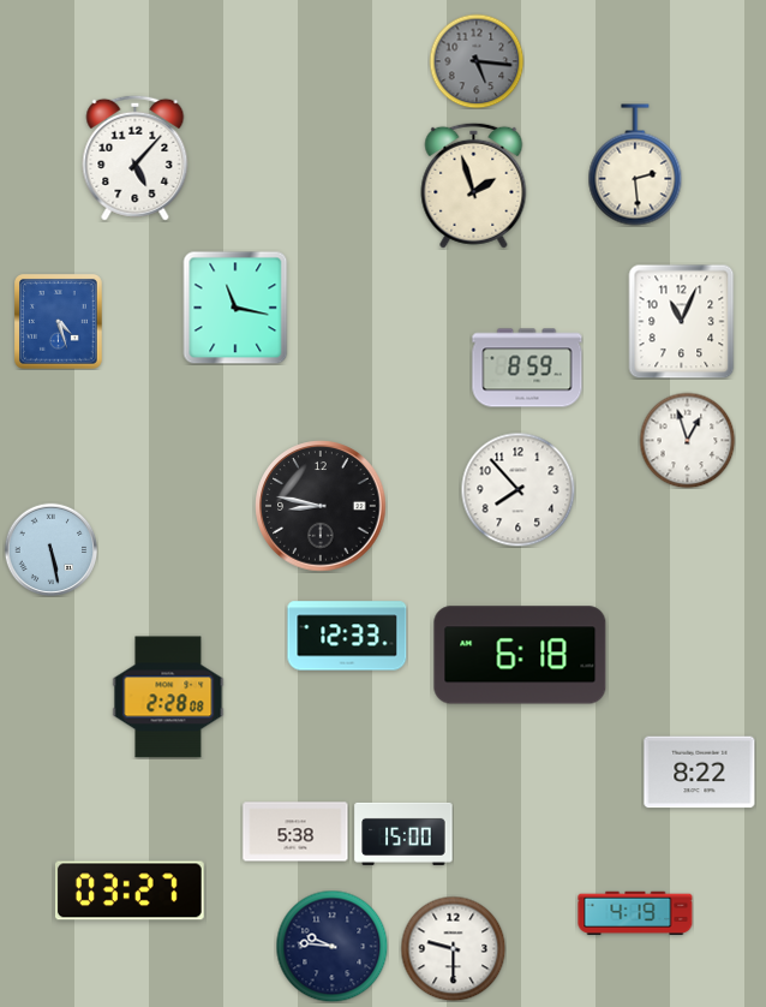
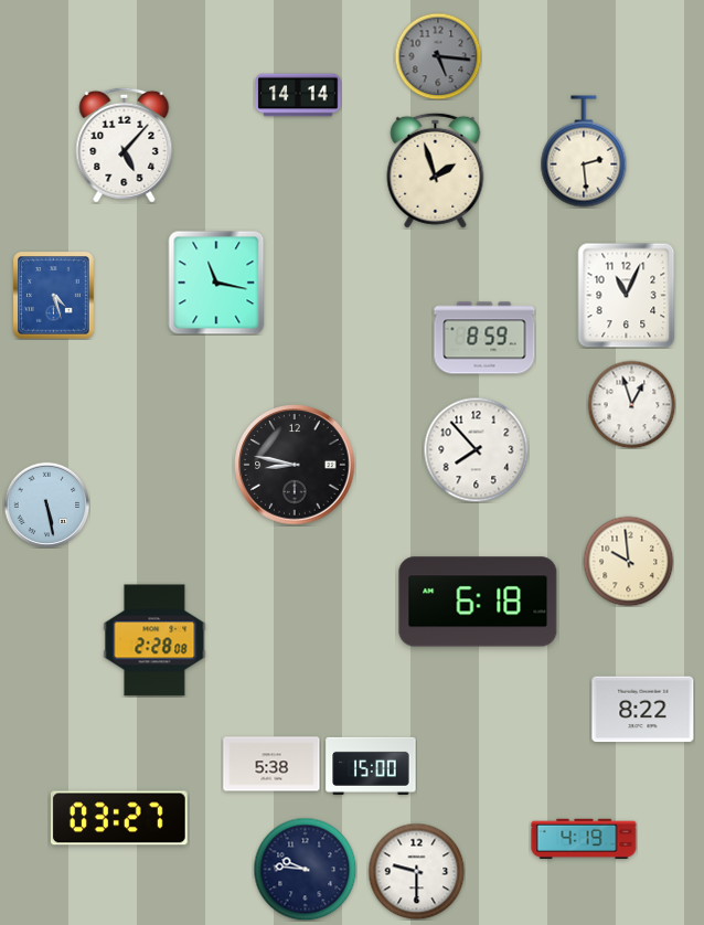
clock at (298, 95): none -> 14:14
clock at (628, 561): none -> 9:59
clock at (347, 636): 12:33 -> none
